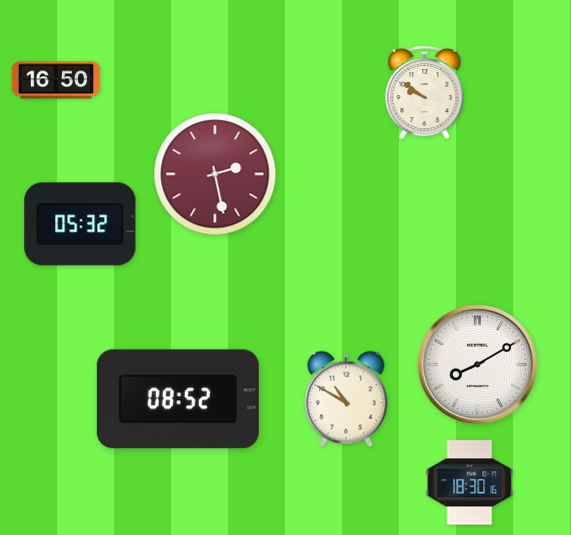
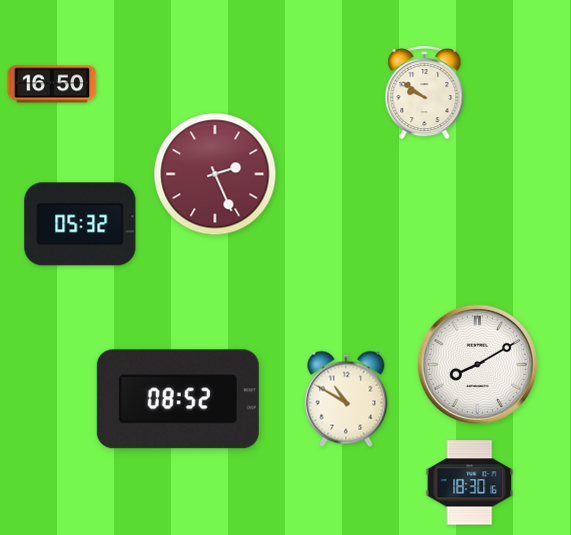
clock at (56, 80) position: (56, 80) -> (52, 84)
clock at (215, 174): 2:28 -> 2:26
